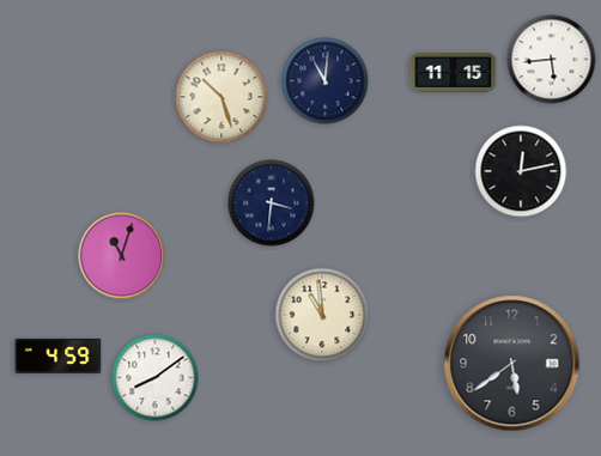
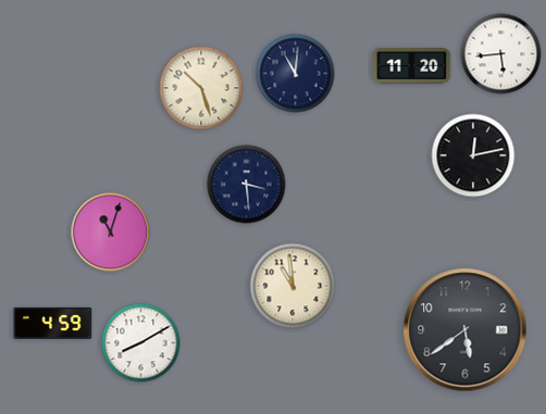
clock at (454, 73): 11:15 -> 11:20
clock at (272, 203): 3:31 -> 3:29
clock at (156, 378): 8:09 -> 8:10
